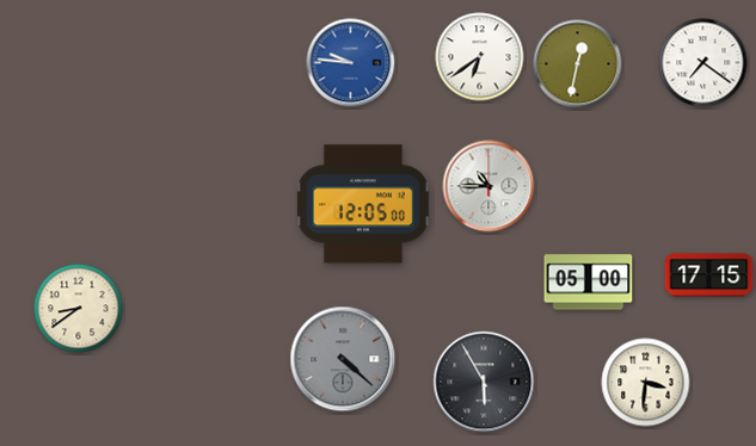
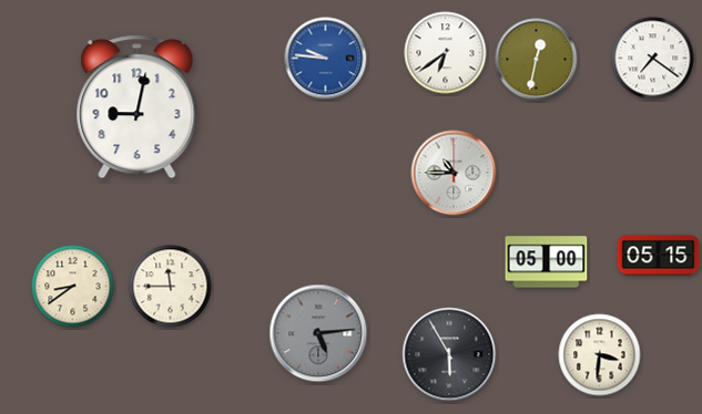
clock at (138, 107): none -> 9:02
clock at (363, 204): 12:05 -> none
clock at (709, 275): 17:15 -> 05:15
clock at (171, 287): none -> 11:45
clock at (343, 359): 4:22 -> 5:14
